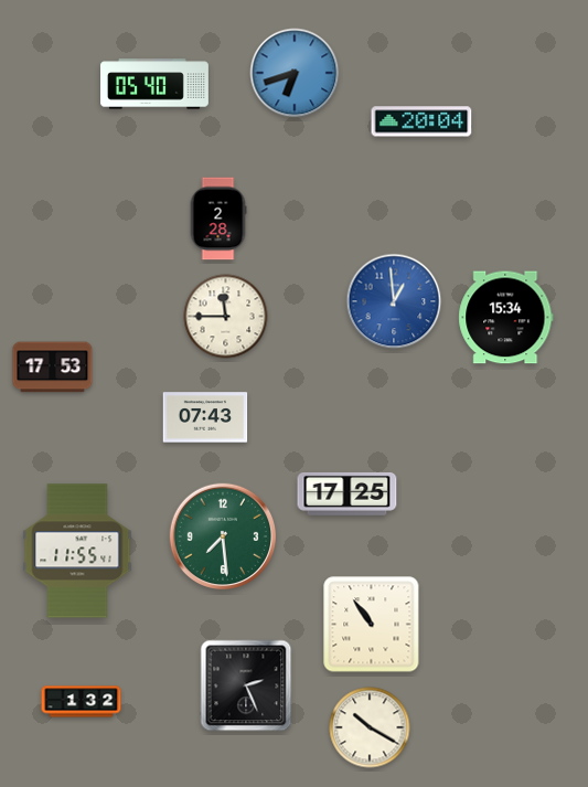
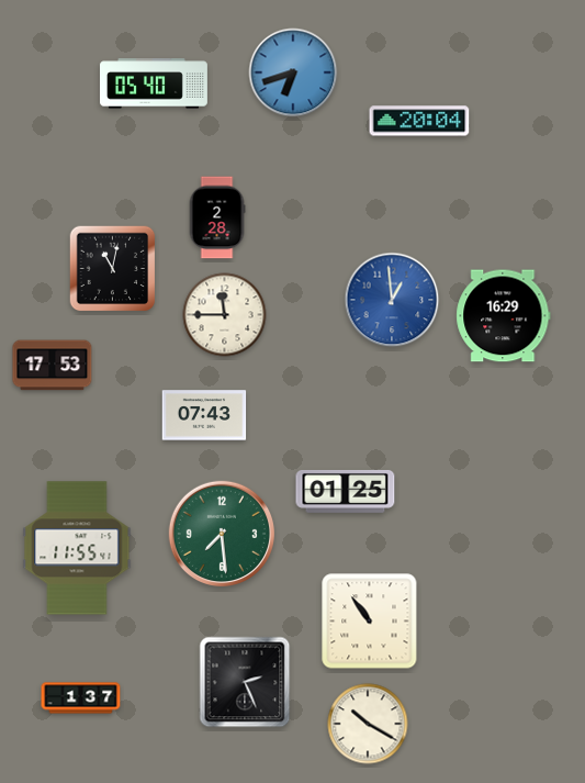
clock at (113, 269): none -> 11:02
clock at (506, 318): 15:34 -> 16:29
clock at (348, 493): 17:25 -> 01:25
clock at (82, 702): 1:32 -> 1:37
